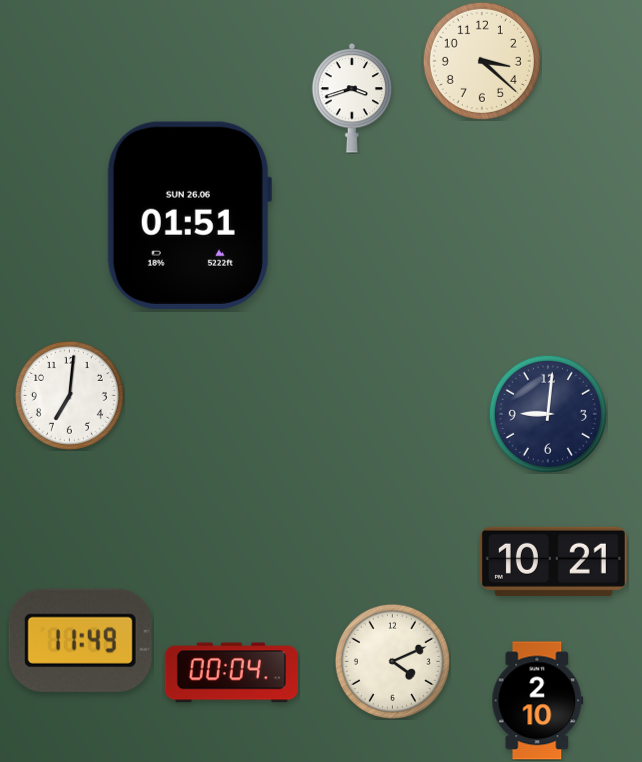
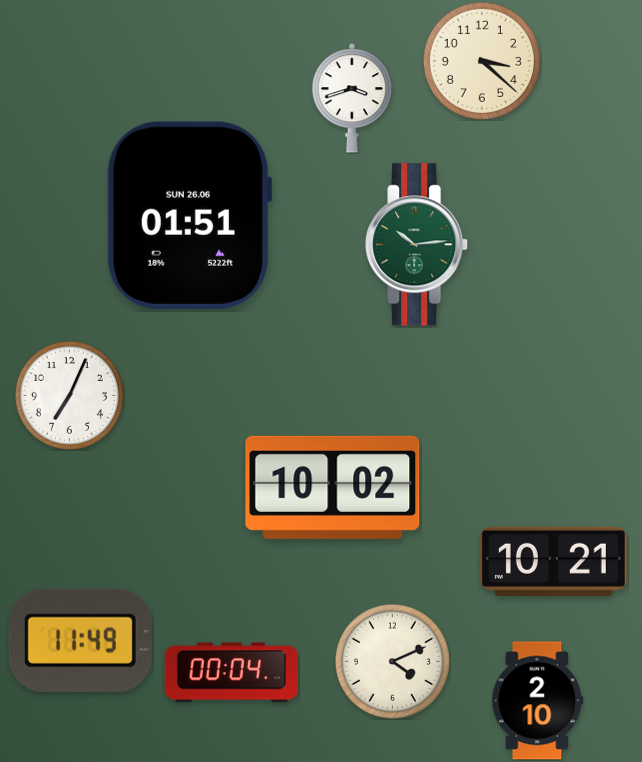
clock at (417, 245): none -> 10:14
clock at (69, 395): 7:01 -> 7:04
clock at (548, 414): 9:01 -> none
clock at (333, 487): none -> 10:02
